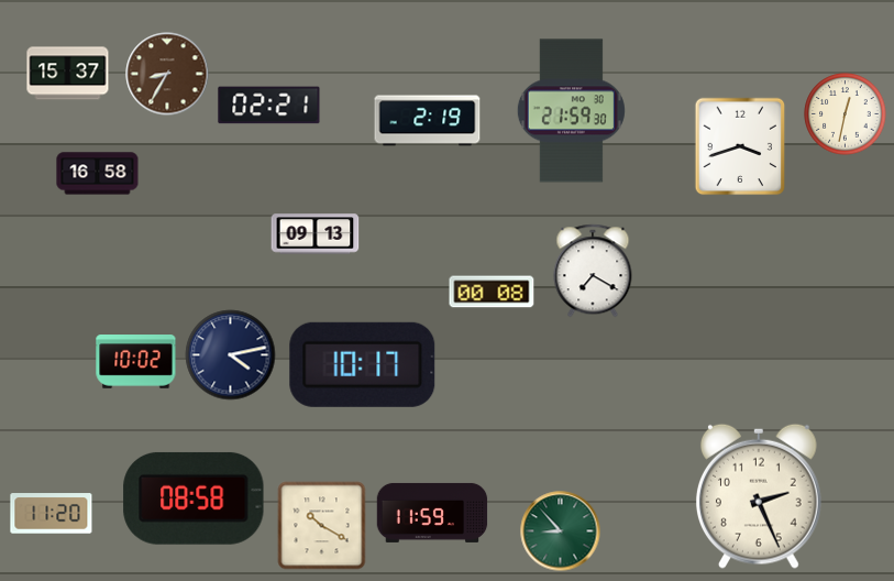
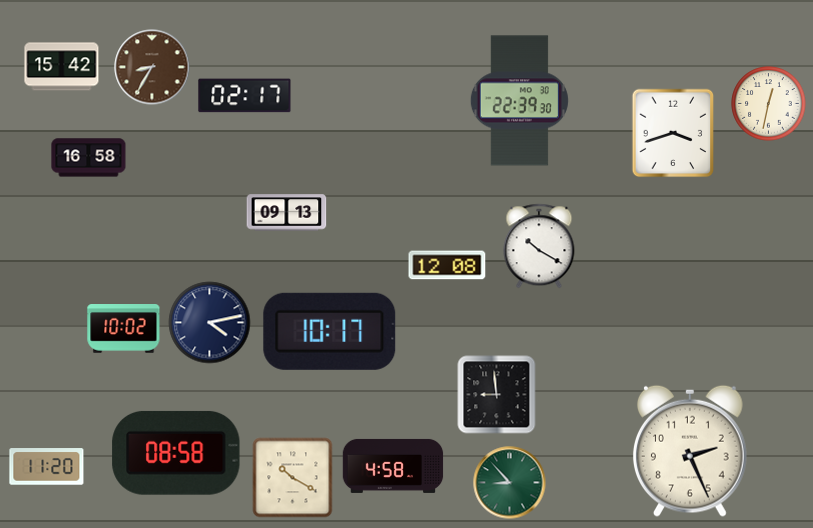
clock at (68, 74): 15:37 -> 15:42
clock at (269, 106): 02:21 -> 02:17
clock at (571, 111): 21:59 -> 22:39
clock at (428, 121): 2:19 -> none
clock at (593, 271): 7:20 -> 10:20
clock at (492, 292): 00:08 -> 12:08
clock at (497, 395): none -> 8:59
clock at (432, 513): 11:59 -> 4:58
